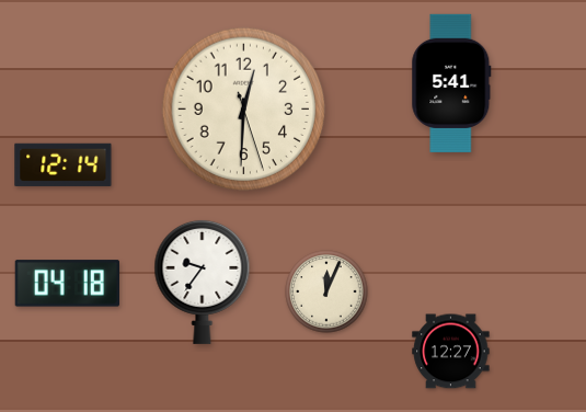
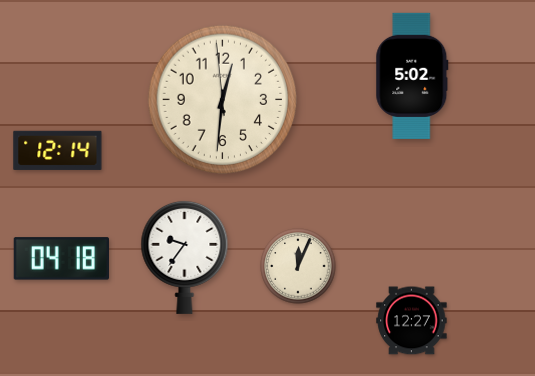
clock at (451, 83): 5:41 -> 5:02
clock at (244, 110): 12:30:27 -> 12:30:59
